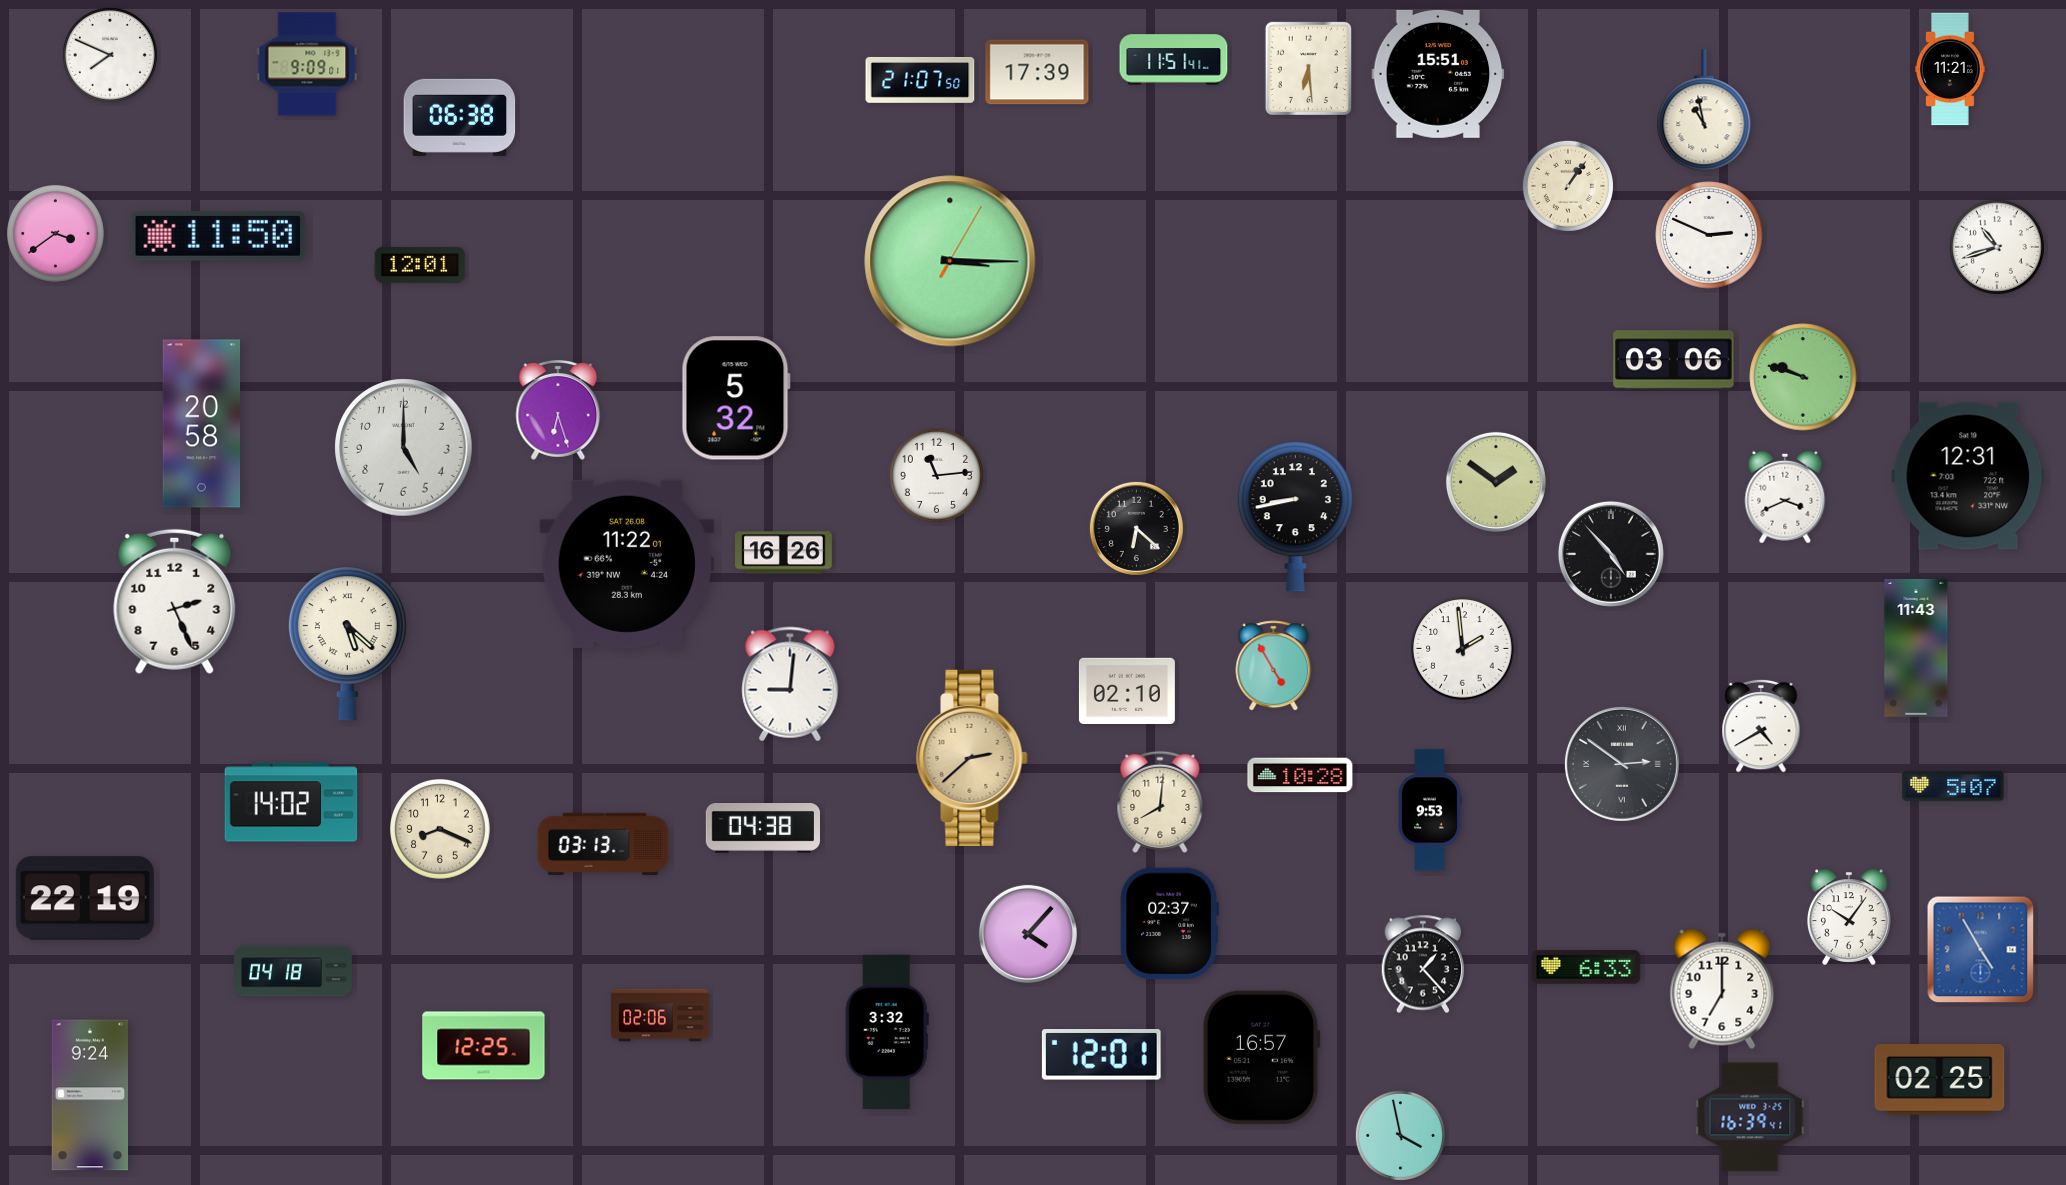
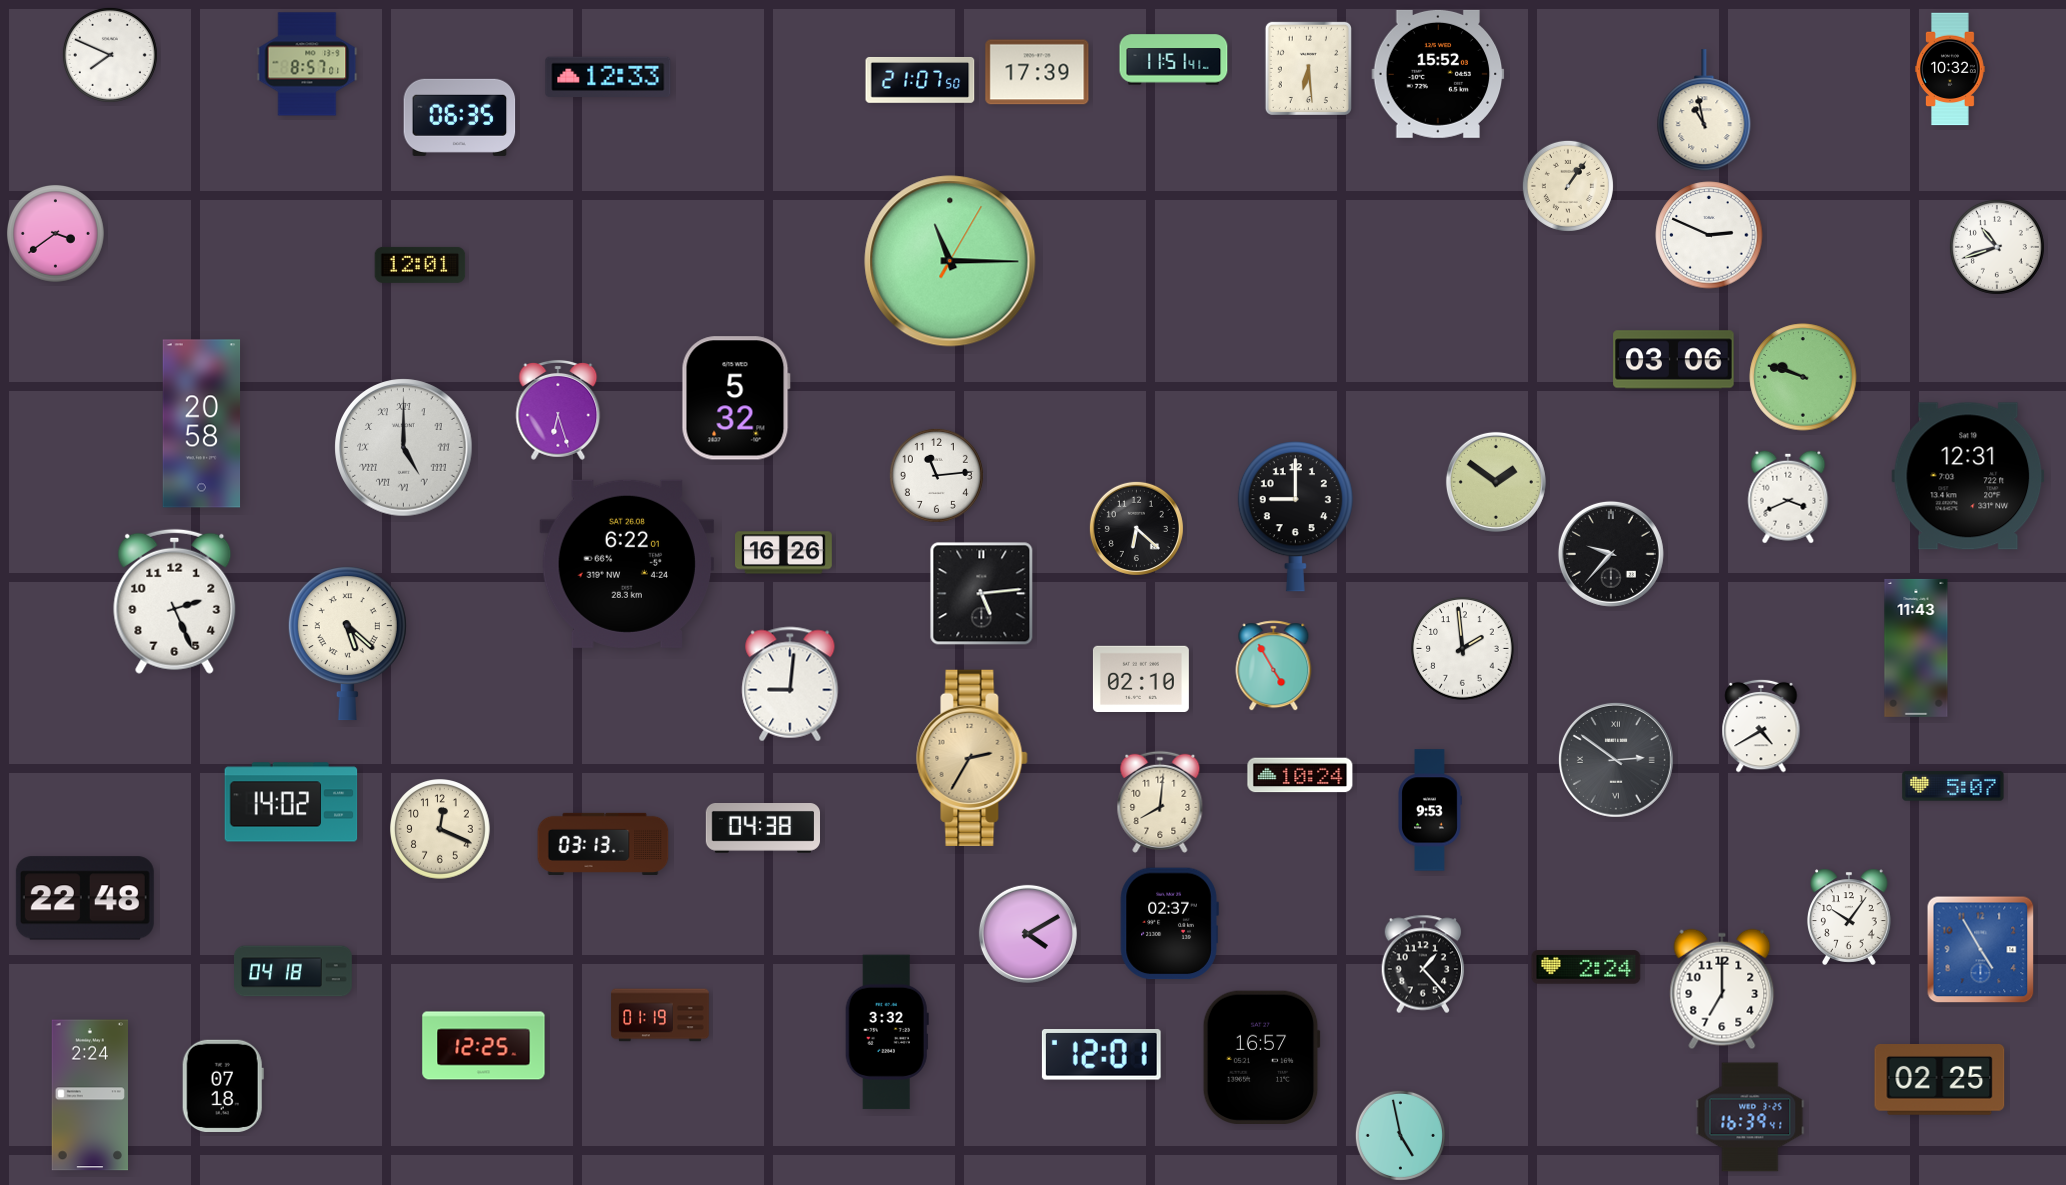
clock at (307, 64): 9:09 -> 8:57
clock at (1951, 69): 11:21 -> 10:32
clock at (1438, 74): 15:51 -> 15:52
clock at (608, 77): none -> 12:33
clock at (460, 117): 06:38 -> 06:35
clock at (218, 236): 11:50 -> none
clock at (950, 261): 3:15 -> 11:15
clock at (404, 448) numerals: Arabic -> Roman
clock at (1785, 497) position: (1785, 497) -> (1788, 497)
clock at (1295, 517): 8:43 -> 9:00
clock at (1611, 554): 4:53 -> 9:37
clock at (627, 564): 11:22 -> 6:22
clock at (982, 594): none -> 5:14
clock at (1127, 690) position: (1127, 690) -> (1141, 678)
clock at (972, 758): 2:38 -> 2:35
clock at (1622, 764) position: (1622, 764) -> (1616, 760)
clock at (1300, 775): 10:28 -> 10:24
clock at (441, 830): 8:19 -> 12:19
clock at (85, 898): 22:19 -> 22:48
clock at (1028, 934): 4:07 -> 4:10
clock at (1586, 967): 6:33 -> 2:24
clock at (660, 1015): 02:06 -> 01:19
clock at (223, 1085): none -> 07:18
clock at (89, 1095): 9:24 -> 2:24
clock at (1400, 1135): 3:58 -> 4:58
